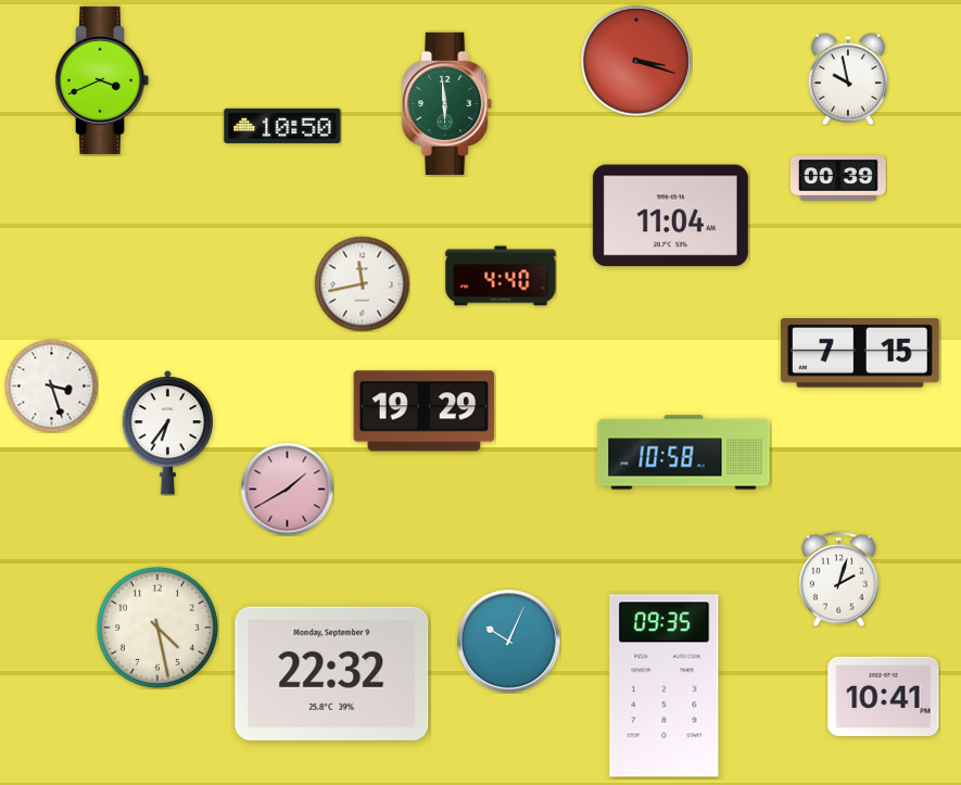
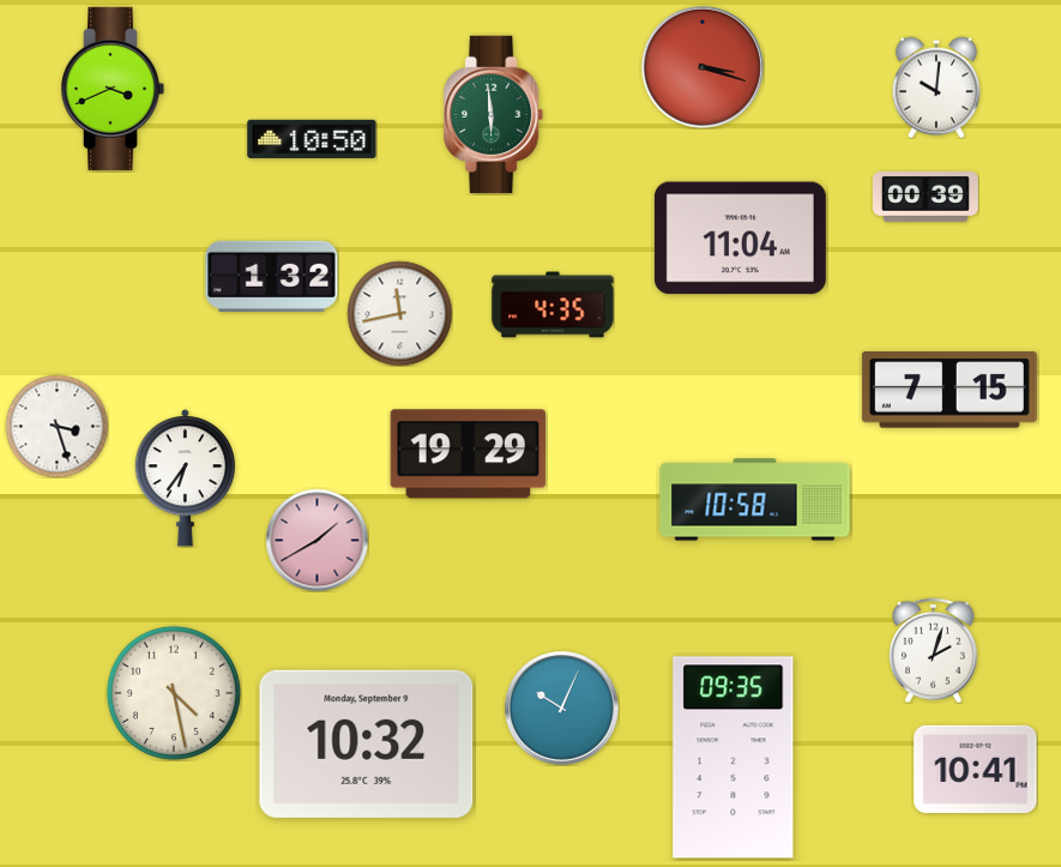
clock at (848, 79): 9:58 -> 10:01
clock at (272, 276): none -> 1:32
clock at (501, 276): 4:40 -> 4:35
clock at (839, 579) position: (839, 579) -> (934, 650)
clock at (332, 673): 22:32 -> 10:32
